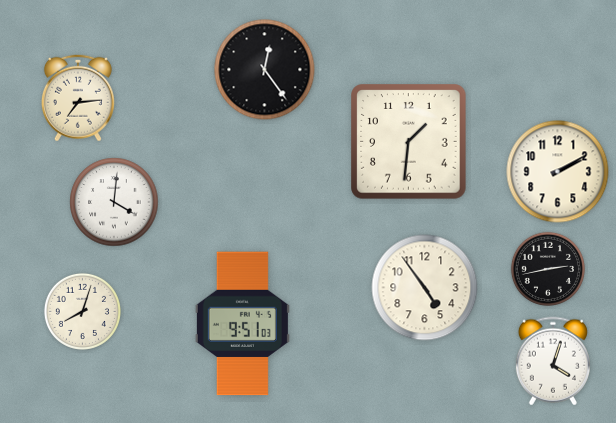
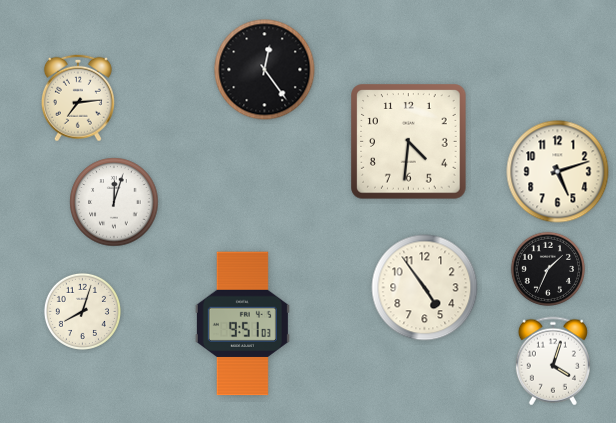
clock at (409, 142): 1:31 -> 4:31
clock at (558, 172): 2:10 -> 5:12
clock at (114, 202): 4:01 -> 12:03
clock at (548, 269): 2:43 -> 1:34
